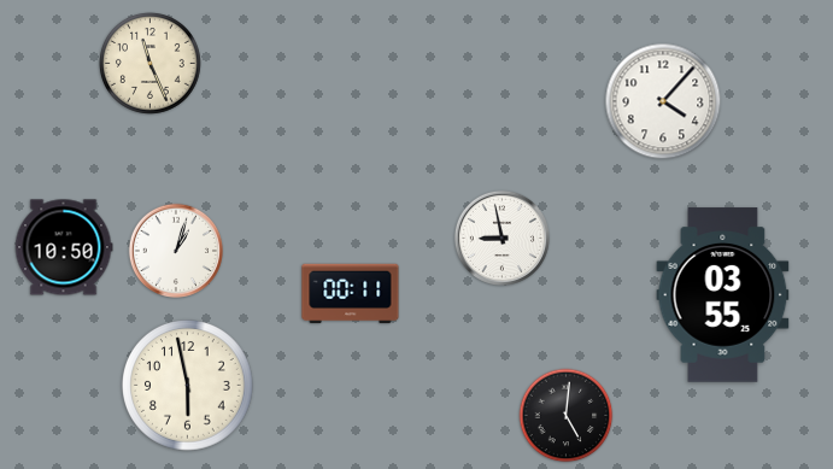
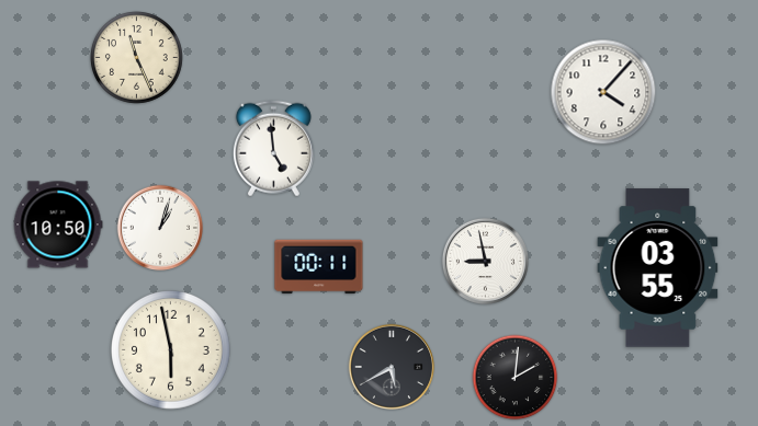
clock at (273, 149): none -> 4:59
clock at (501, 238) position: (501, 238) -> (485, 261)
clock at (392, 367): none -> 5:40
clock at (567, 416): 5:01 -> 2:01
